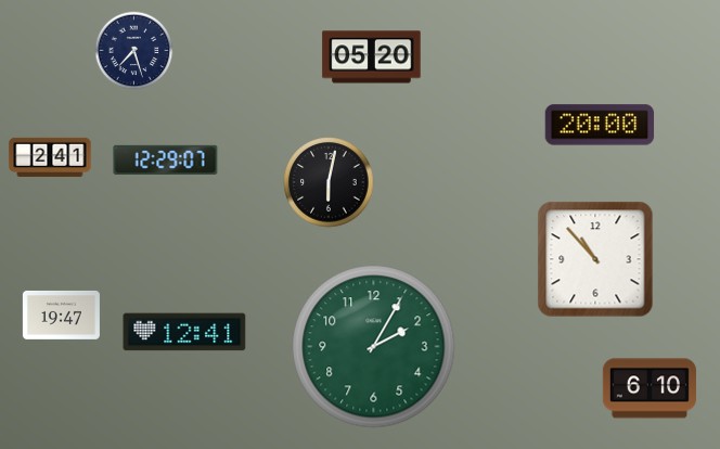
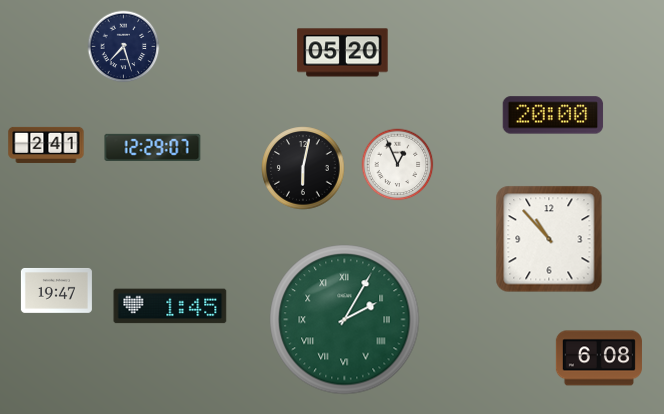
clock at (398, 165): none -> 12:56
clock at (184, 332): 12:41 -> 1:45
clock at (374, 347) numerals: Arabic -> Roman
clock at (650, 388): 6:10 -> 6:08
